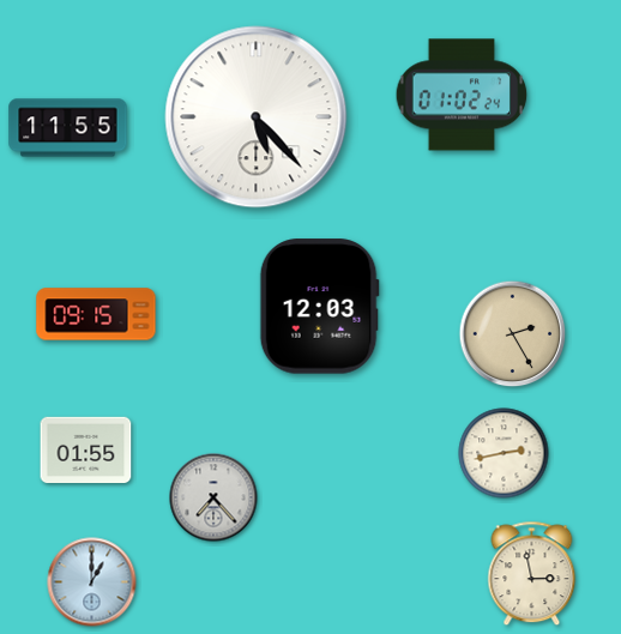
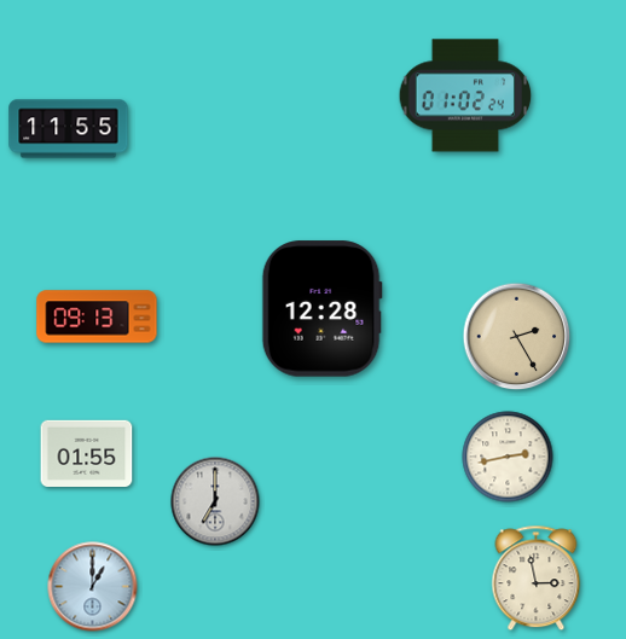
clock at (257, 117): 5:23 -> none
clock at (319, 307): 12:03 -> 12:28
clock at (96, 314): 09:15 -> 09:13
clock at (213, 497): 7:23 -> 7:00
